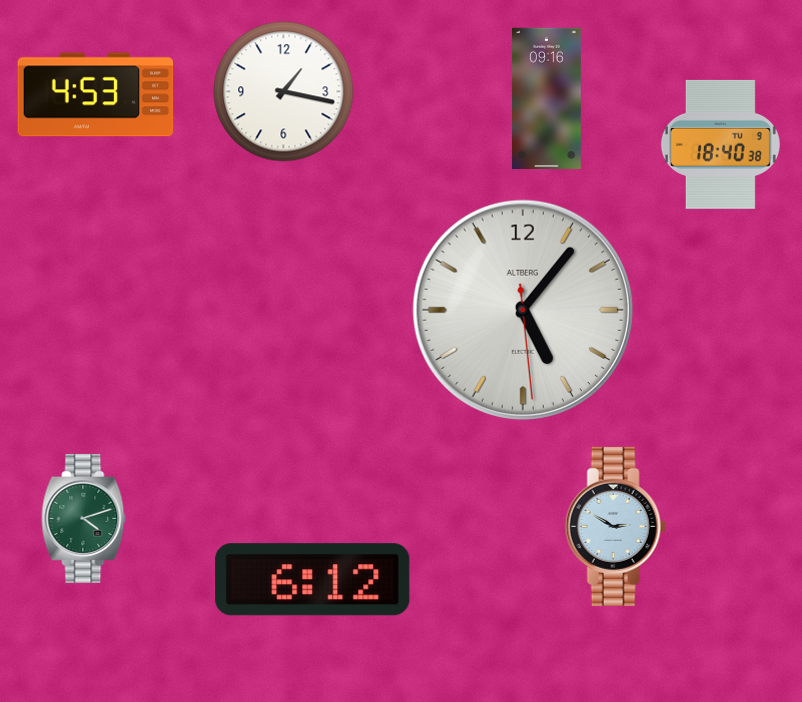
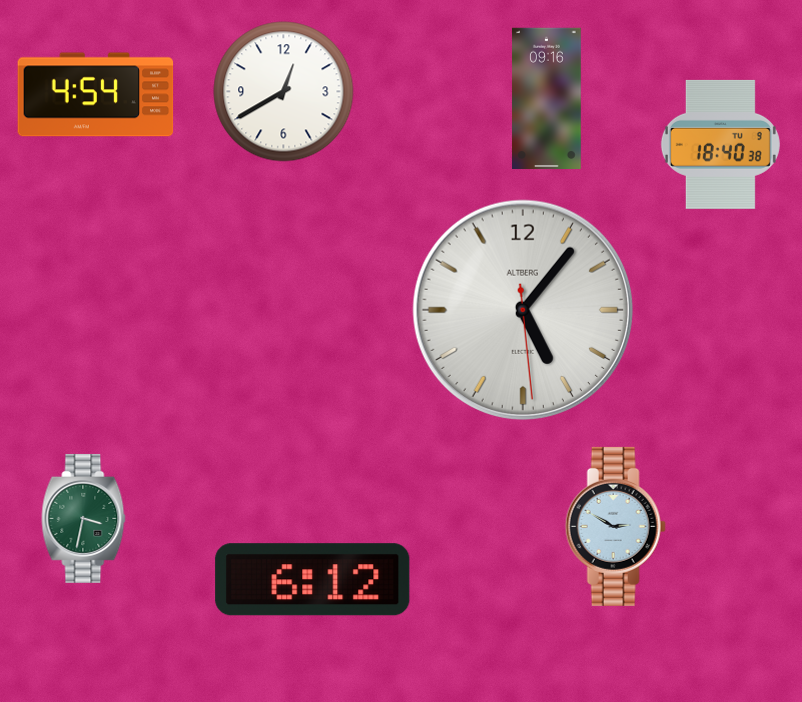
clock at (284, 92): 1:17 -> 12:40
clock at (96, 95): 4:53 -> 4:54
clock at (84, 518): 4:12 -> 3:32
